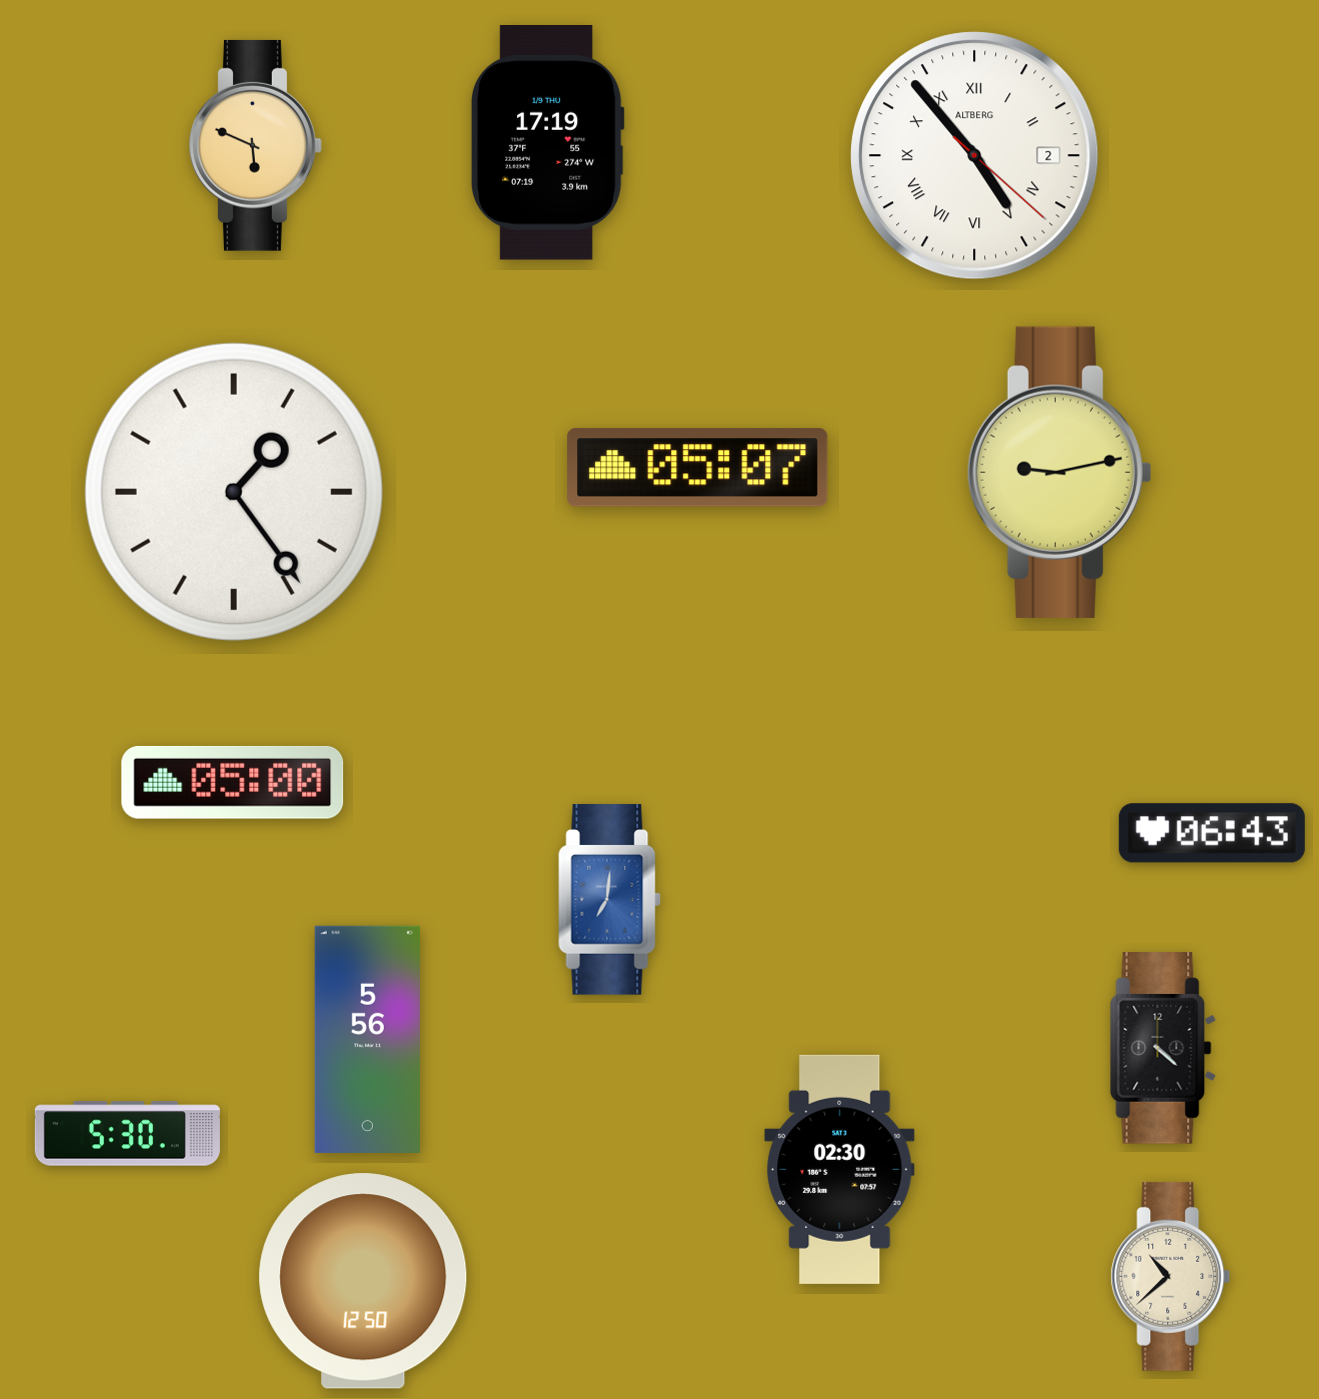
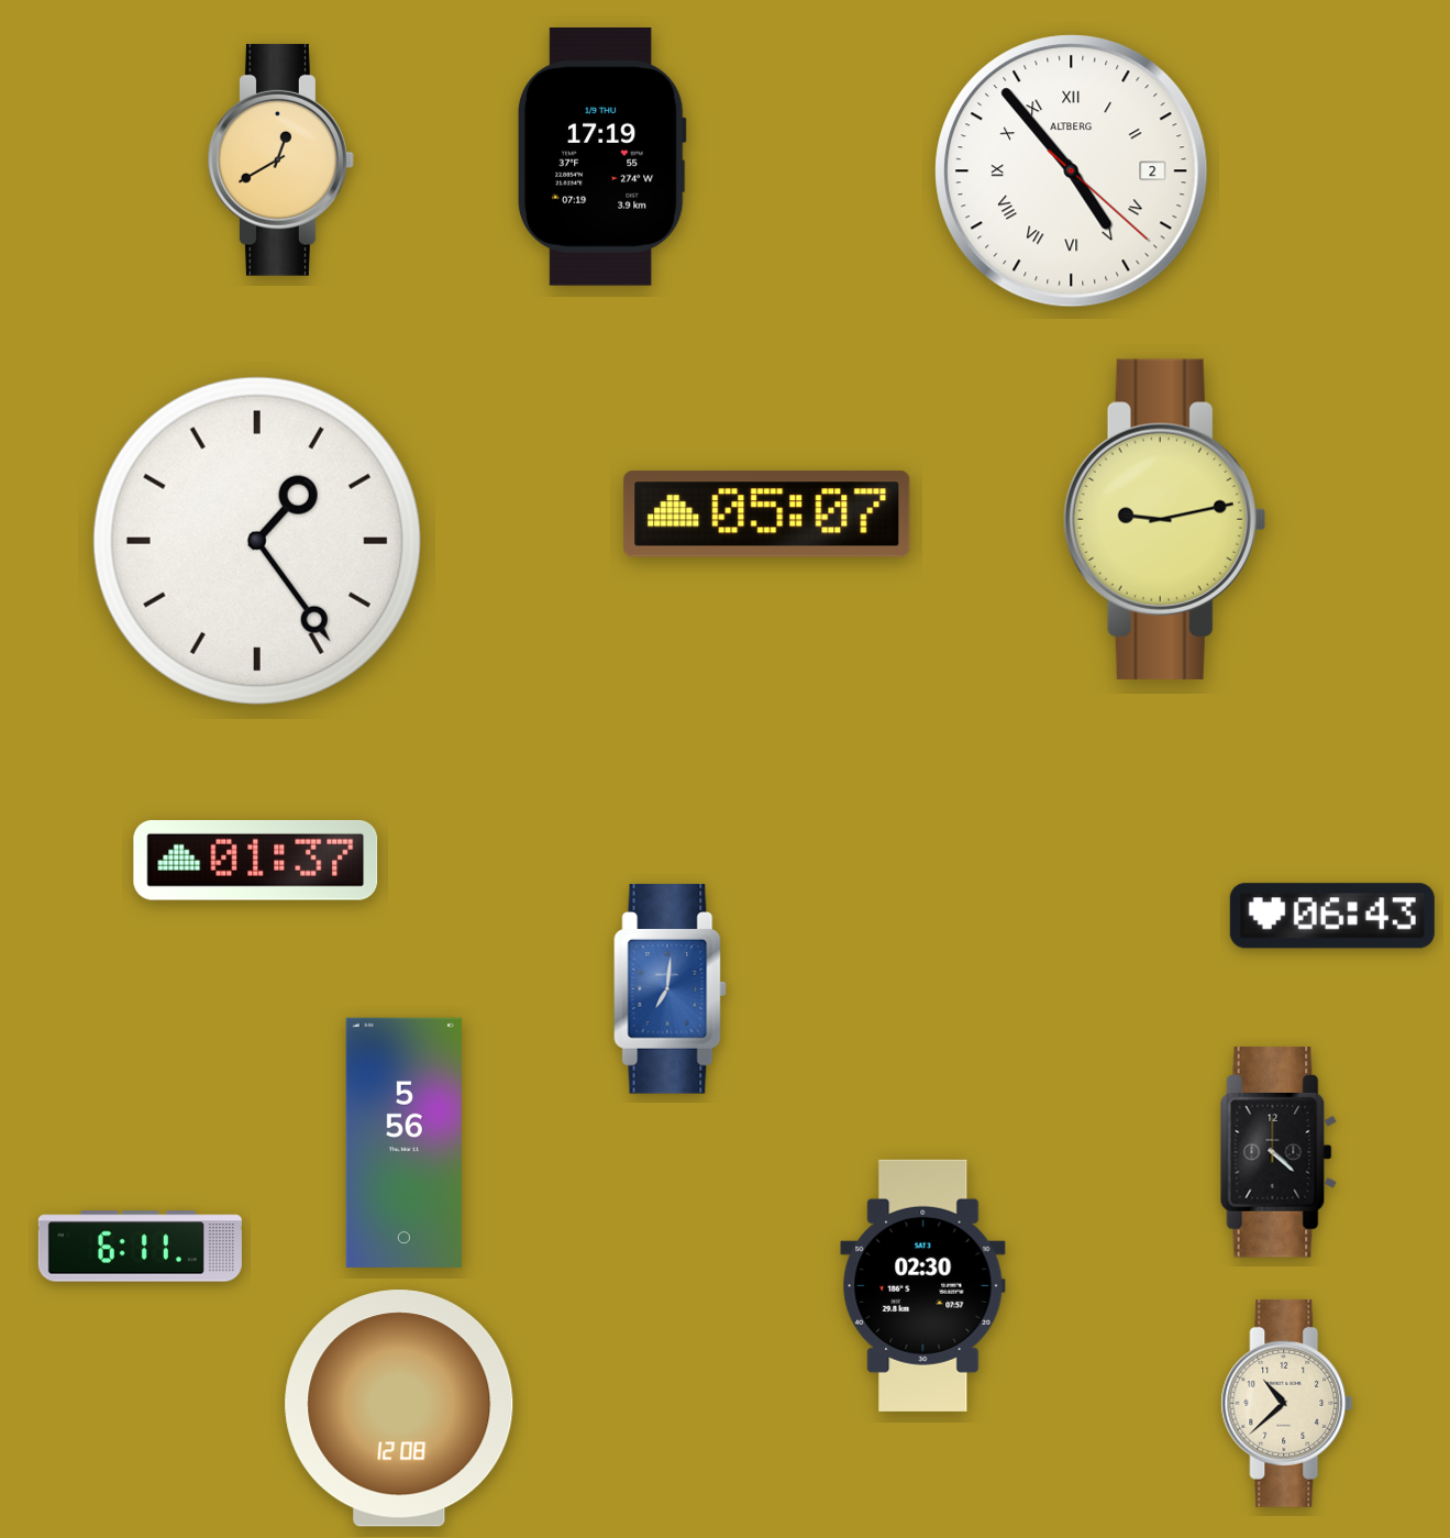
clock at (256, 145): 5:49 -> 12:40
clock at (233, 782): 05:00 -> 01:37
clock at (127, 1134): 5:30 -> 6:11
clock at (363, 1281): 12:50 -> 12:08
